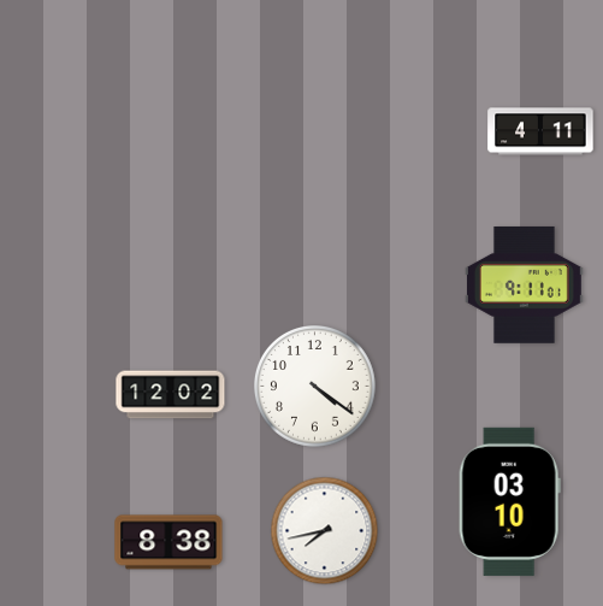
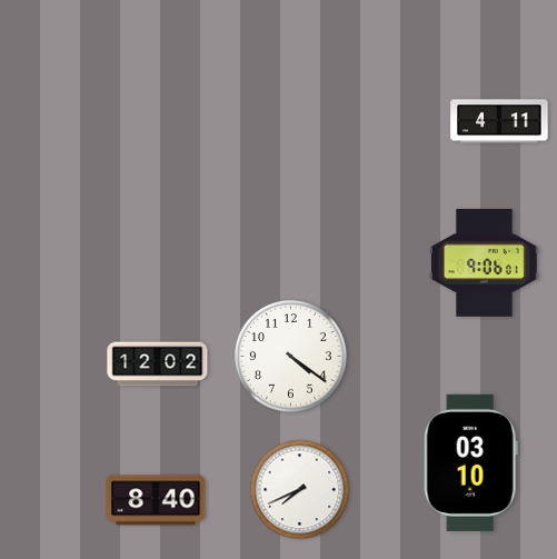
clock at (524, 284): 9:11 -> 9:06
clock at (325, 531): 7:43 -> 7:41
clock at (169, 542): 8:38 -> 8:40
